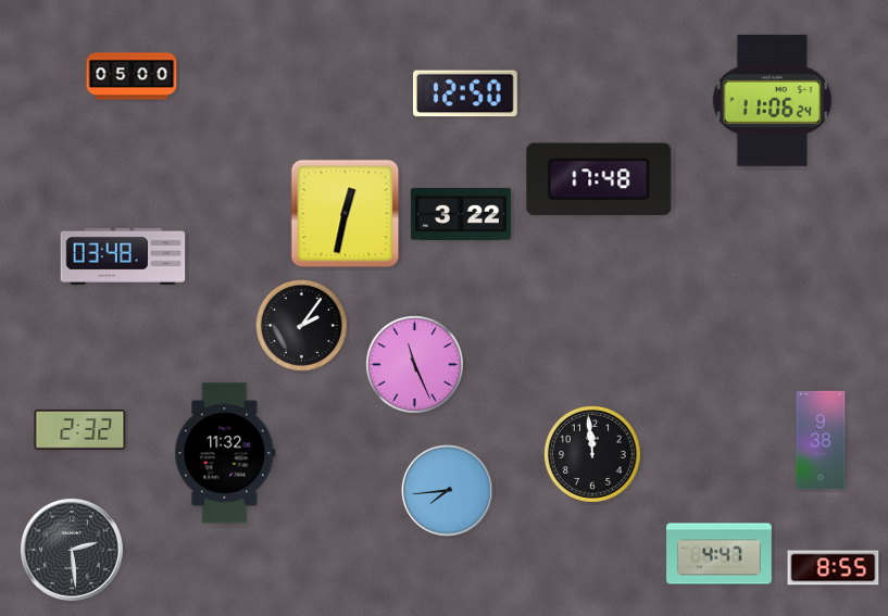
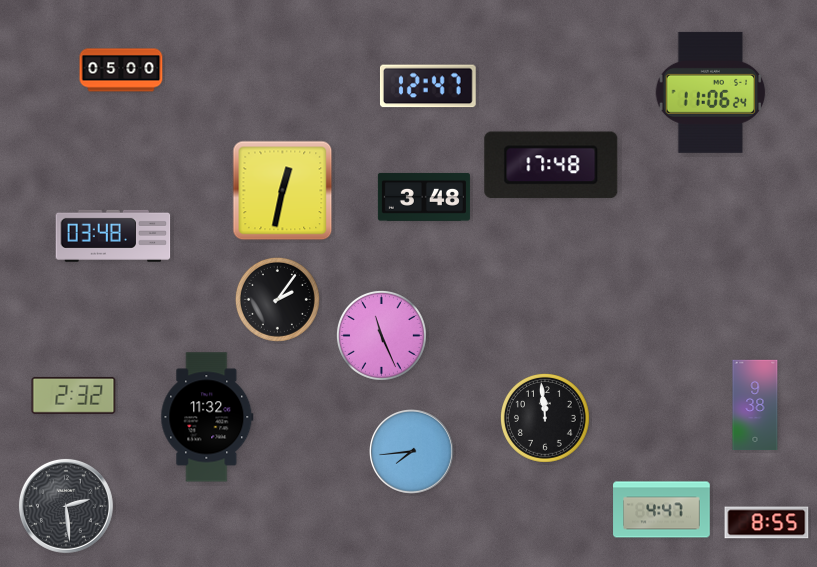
clock at (465, 93): 12:50 -> 12:47
clock at (346, 214) position: (346, 214) -> (283, 191)
clock at (461, 214): 3:22 -> 3:48
